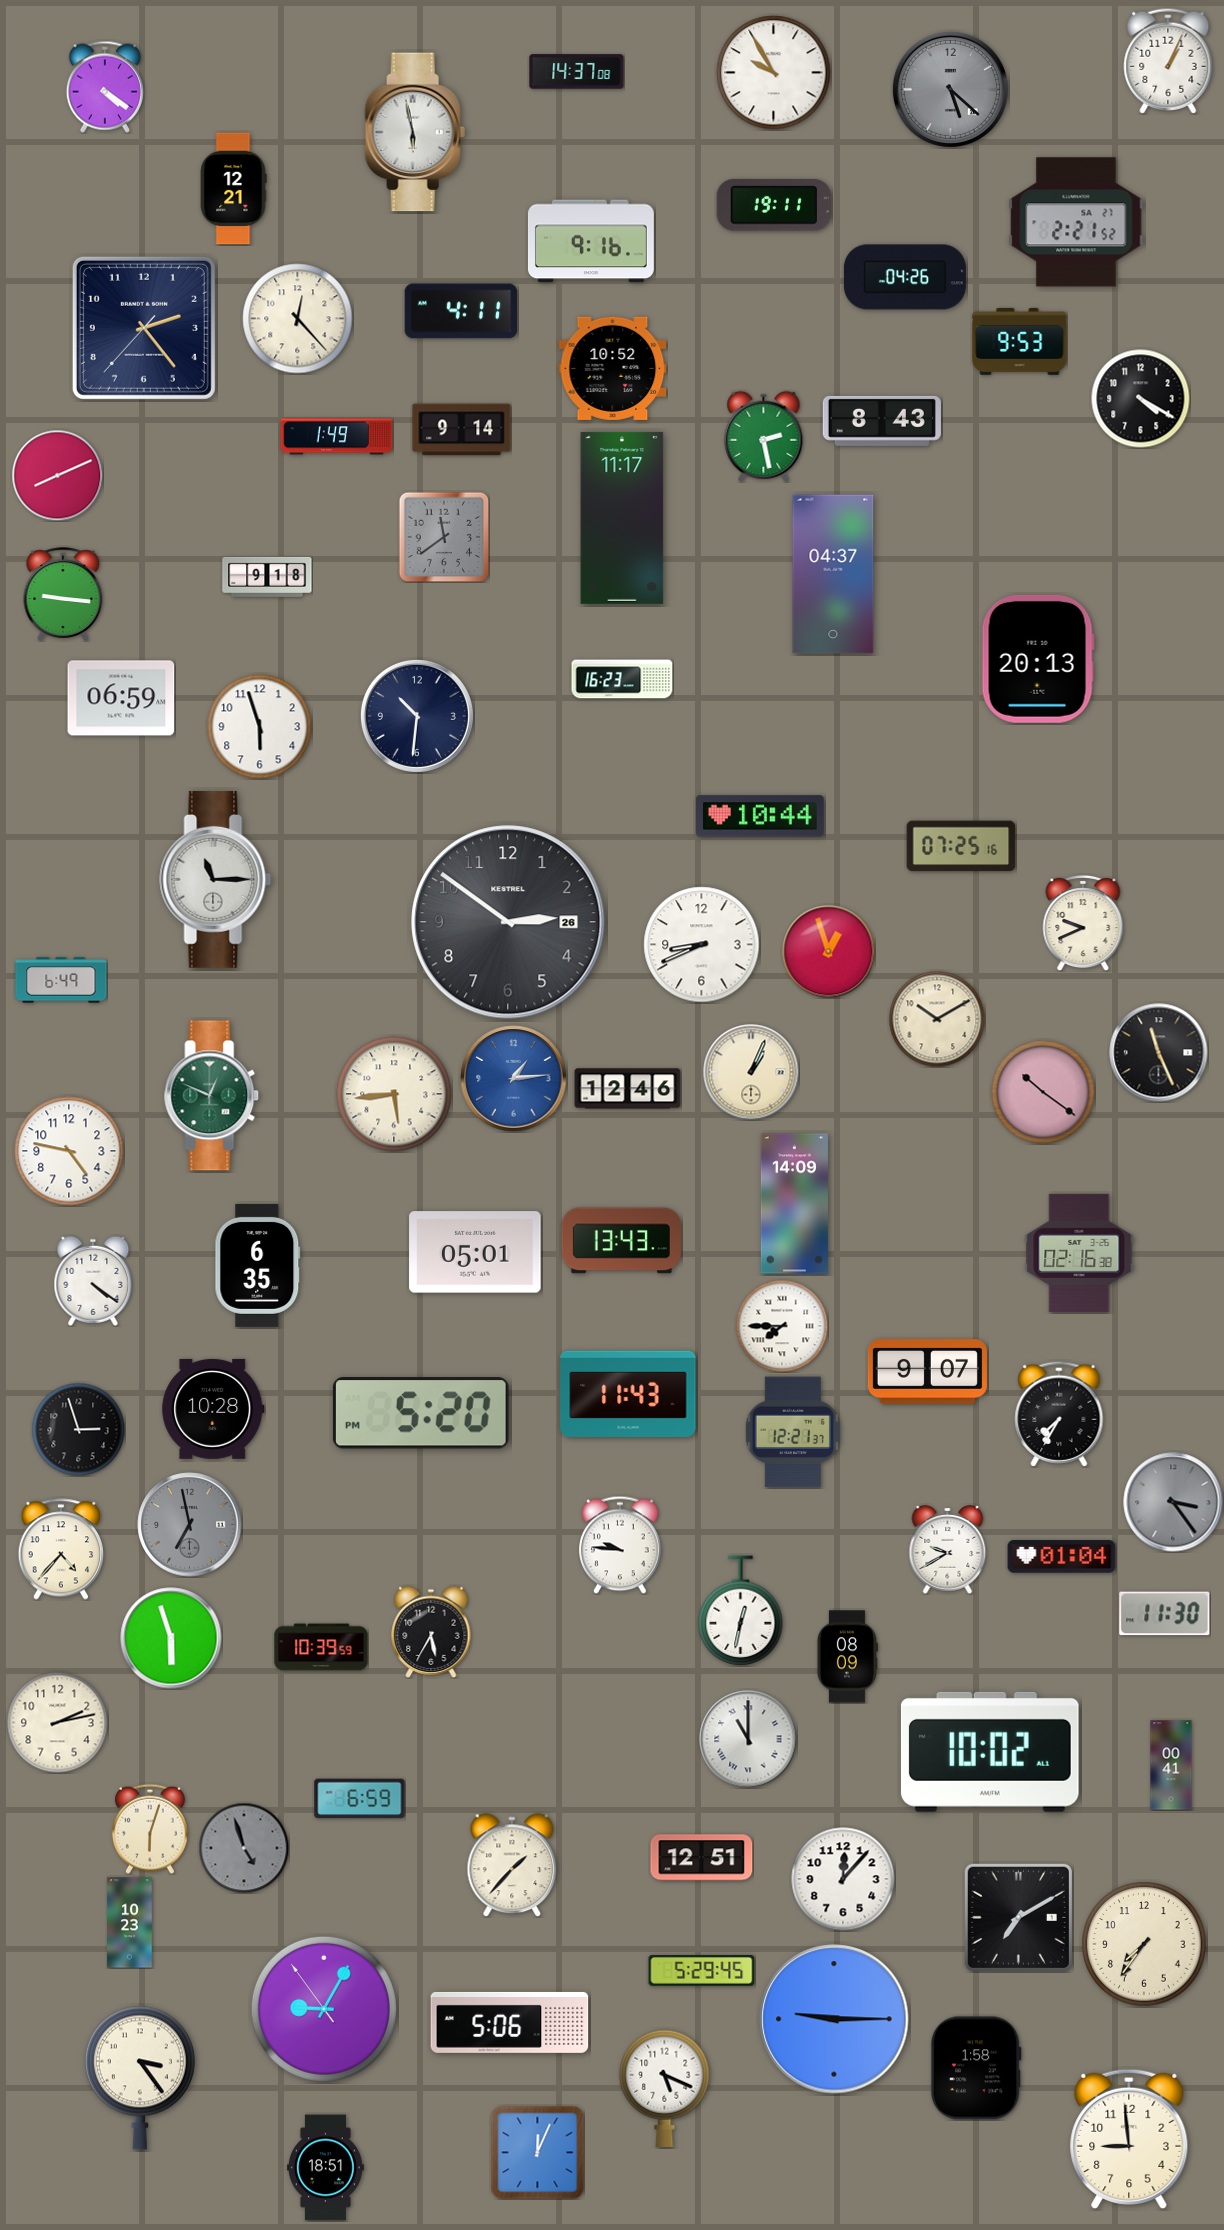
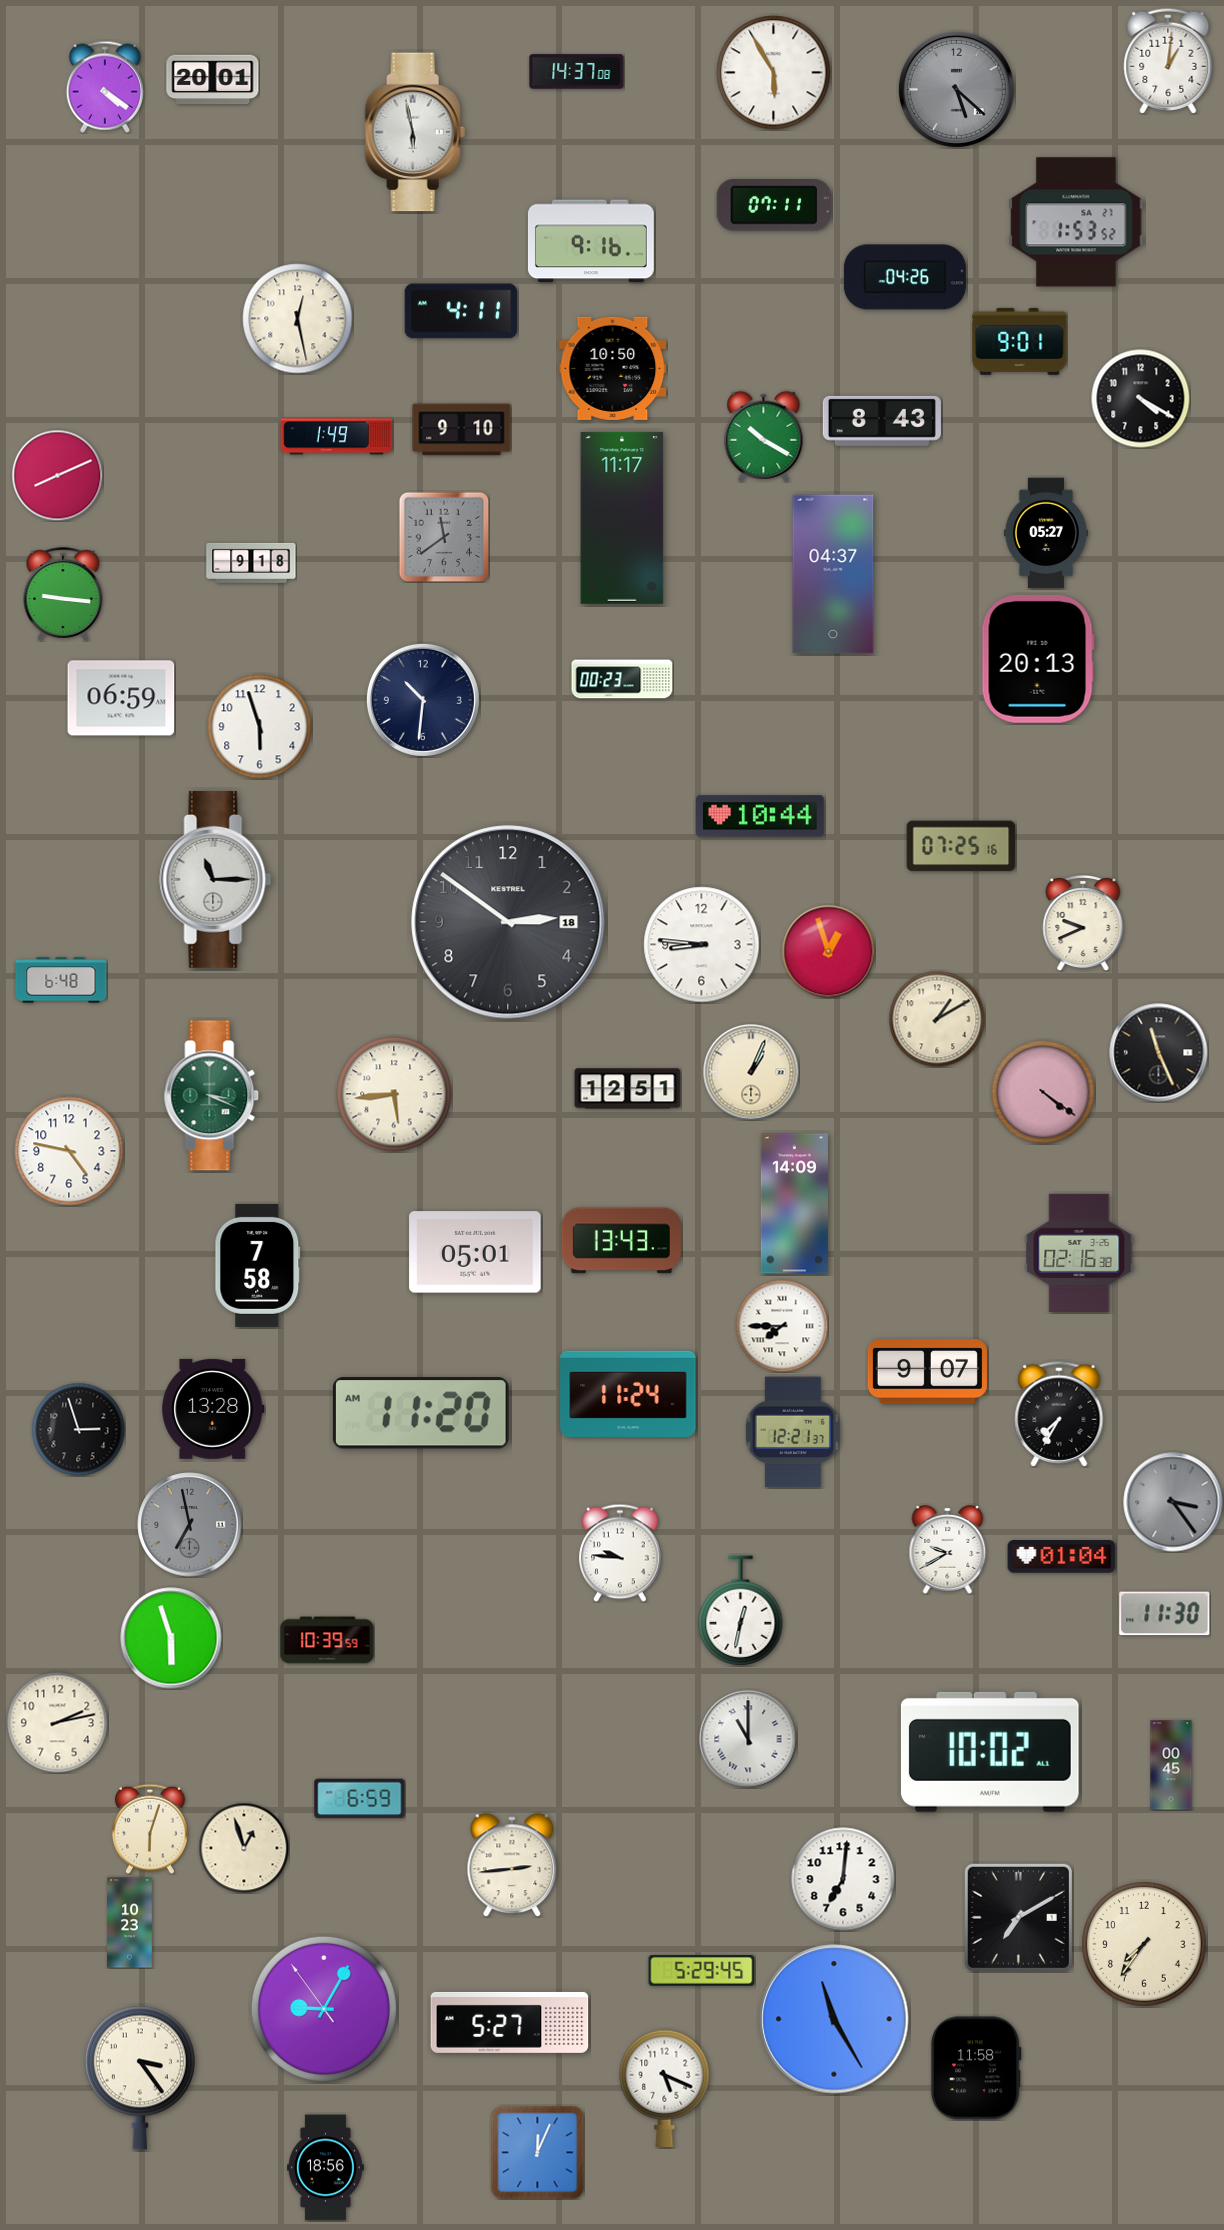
clock at (1168, 61): 1:04 -> 1:01
clock at (774, 73): 9:55 -> 5:55
clock at (213, 80): none -> 20:01
clock at (950, 89) position: (950, 89) -> (956, 89)
clock at (233, 189): 12:21 -> none
clock at (774, 206): 19:11 -> 07:11
clock at (1076, 222): 2:21 -> 1:53
clock at (298, 319): 12:23 -> 12:28
clock at (144, 328): 2:23 -> none
clock at (1020, 341): 9:53 -> 9:01
clock at (613, 368): 10:52 -> 10:50
clock at (462, 430): 9:14 -> 9:10
clock at (764, 436): 2:28 -> 10:20
clock at (1046, 533): none -> 05:27
clock at (267, 577) position: (267, 577) -> (251, 563)
clock at (622, 679): 16:23 -> 00:23
clock at (417, 716) position: (417, 716) -> (423, 700)
clock at (508, 922) date: 26 -> 18
clock at (702, 945): 8:41 -> 8:46
clock at (61, 980): 6:49 -> 6:48
clock at (937, 1019): 10:10 -> 1:10
clock at (514, 1079): 1:14 -> none
clock at (628, 1089): 12:46 -> 12:51
clock at (1043, 1092): 10:21 -> 4:21
clock at (212, 1096): 12:49 -> 3:19
clock at (258, 1265): 6:35 -> 7:58
clock at (93, 1281): 4:21 -> none
clock at (628, 1393): 11:43 -> 11:24
clock at (213, 1409): 10:28 -> 13:28
clock at (421, 1413): 5:20 -> 11:20
clock at (620, 1545) position: (620, 1545) -> (620, 1553)
clock at (61, 1549): 4:37 -> none
clock at (431, 1632): 5:35 -> none
clock at (321, 1647) position: (321, 1647) -> (327, 1640)
clock at (847, 1657): 08:09 -> none
clock at (1171, 1765): 00:41 -> 00:45
clock at (244, 1848): 4:57 -> 12:57
clock at (244, 1848) dial: grey -> cream
clock at (702, 1858): 12:51 -> none
clock at (512, 1865): 1:37 -> 2:44
clock at (843, 1879): 12:07 -> 7:01
clock at (834, 2019): 9:15 -> 11:25
clock at (510, 2022): 5:06 -> 5:27
clock at (976, 2068): 1:58 -> 11:58
clock at (1129, 2139): 8:59 -> none
clock at (325, 2168): 18:51 -> 18:56
